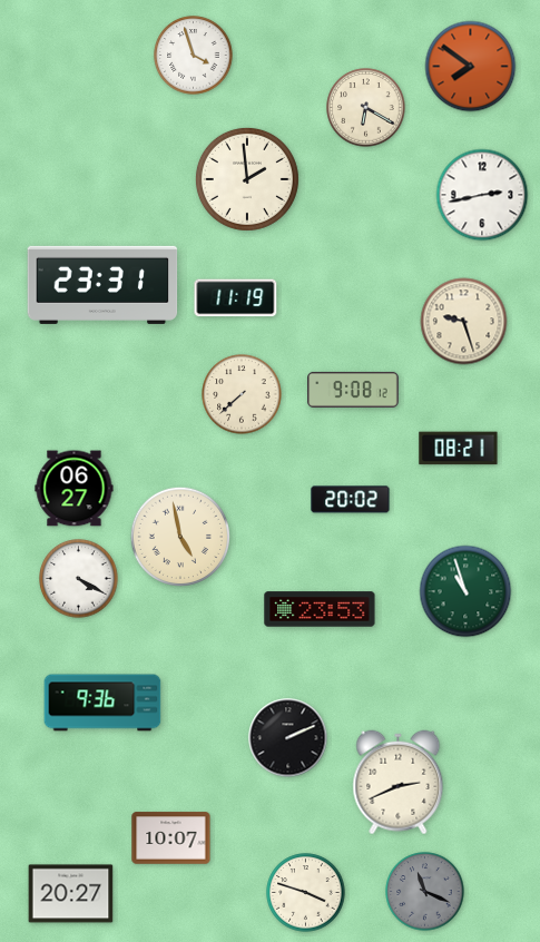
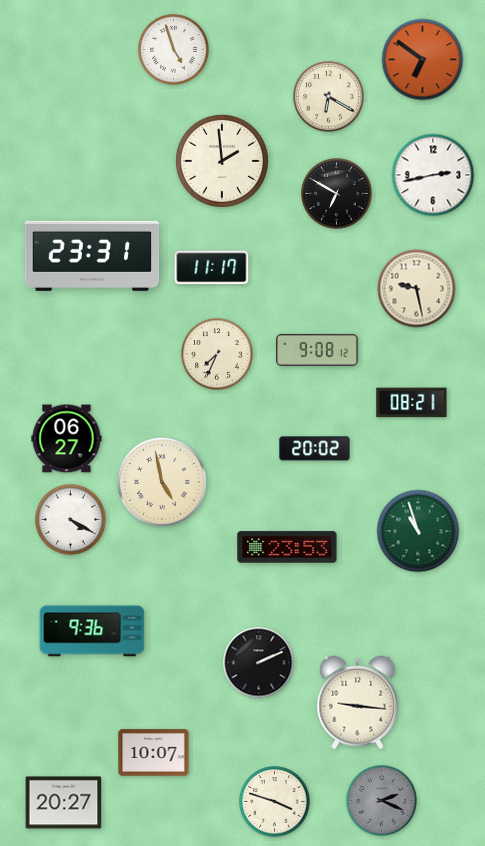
clock at (194, 56): 3:57 -> 4:57
clock at (471, 67): 7:51 -> 6:51
clock at (337, 194): none -> 6:50
clock at (236, 298): 11:19 -> 11:17
clock at (464, 322): 9:27 -> 9:28
clock at (242, 394): 7:38 -> 7:34
clock at (399, 783): 2:41 -> 9:16
clock at (425, 892): 11:19 -> 2:19
